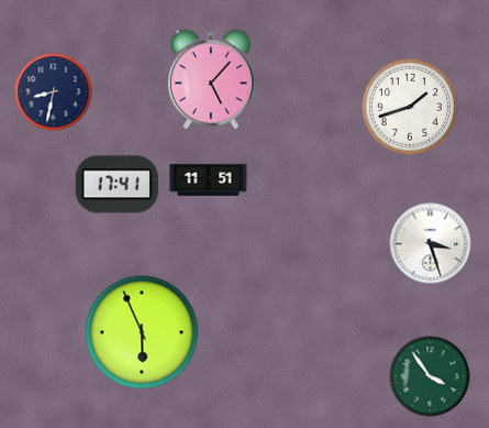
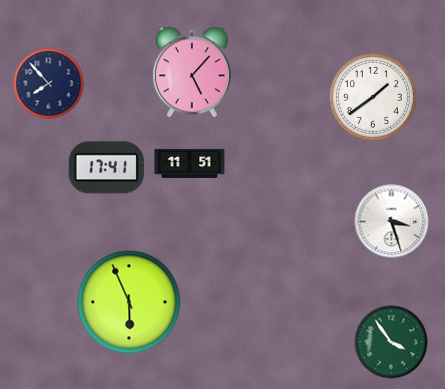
clock at (54, 92): 8:32 -> 7:53
clock at (410, 107): 1:42 -> 1:39
